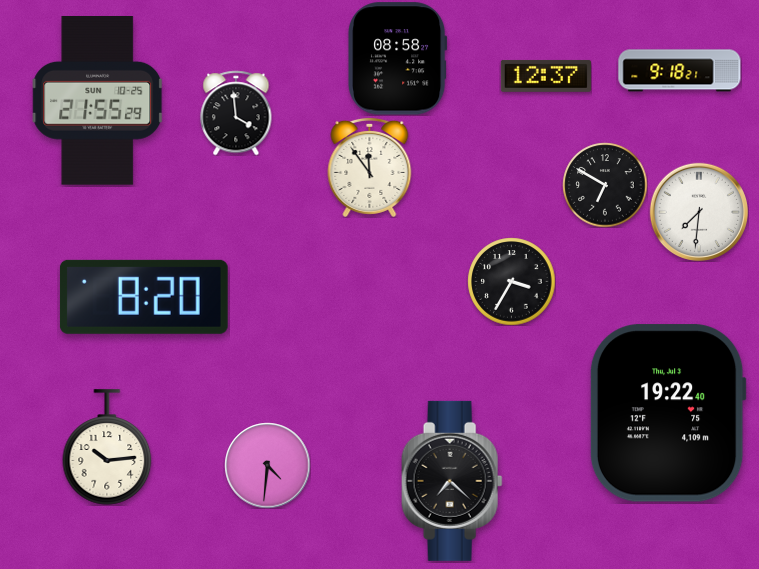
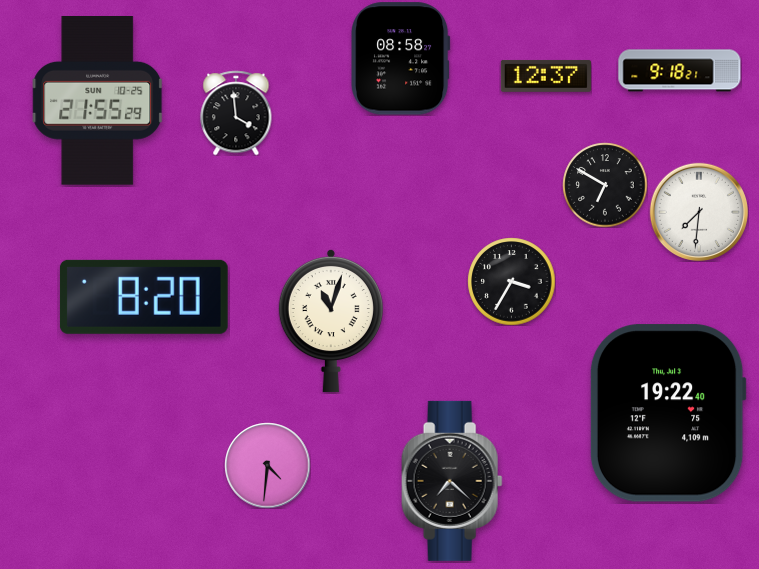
clock at (398, 59) position: (398, 59) -> (401, 59)
clock at (370, 167): 11:54 -> none
clock at (331, 321): none -> 11:03
clock at (107, 447): 10:14 -> none
